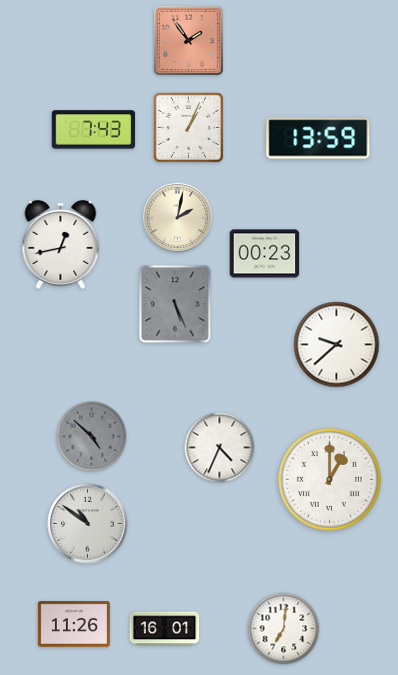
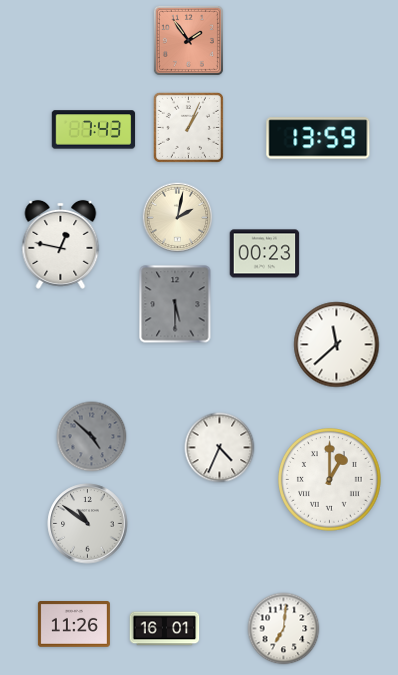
clock at (61, 244): 12:43 -> 12:47
clock at (175, 304): 5:26 -> 5:30
clock at (337, 345): 9:38 -> 11:38
